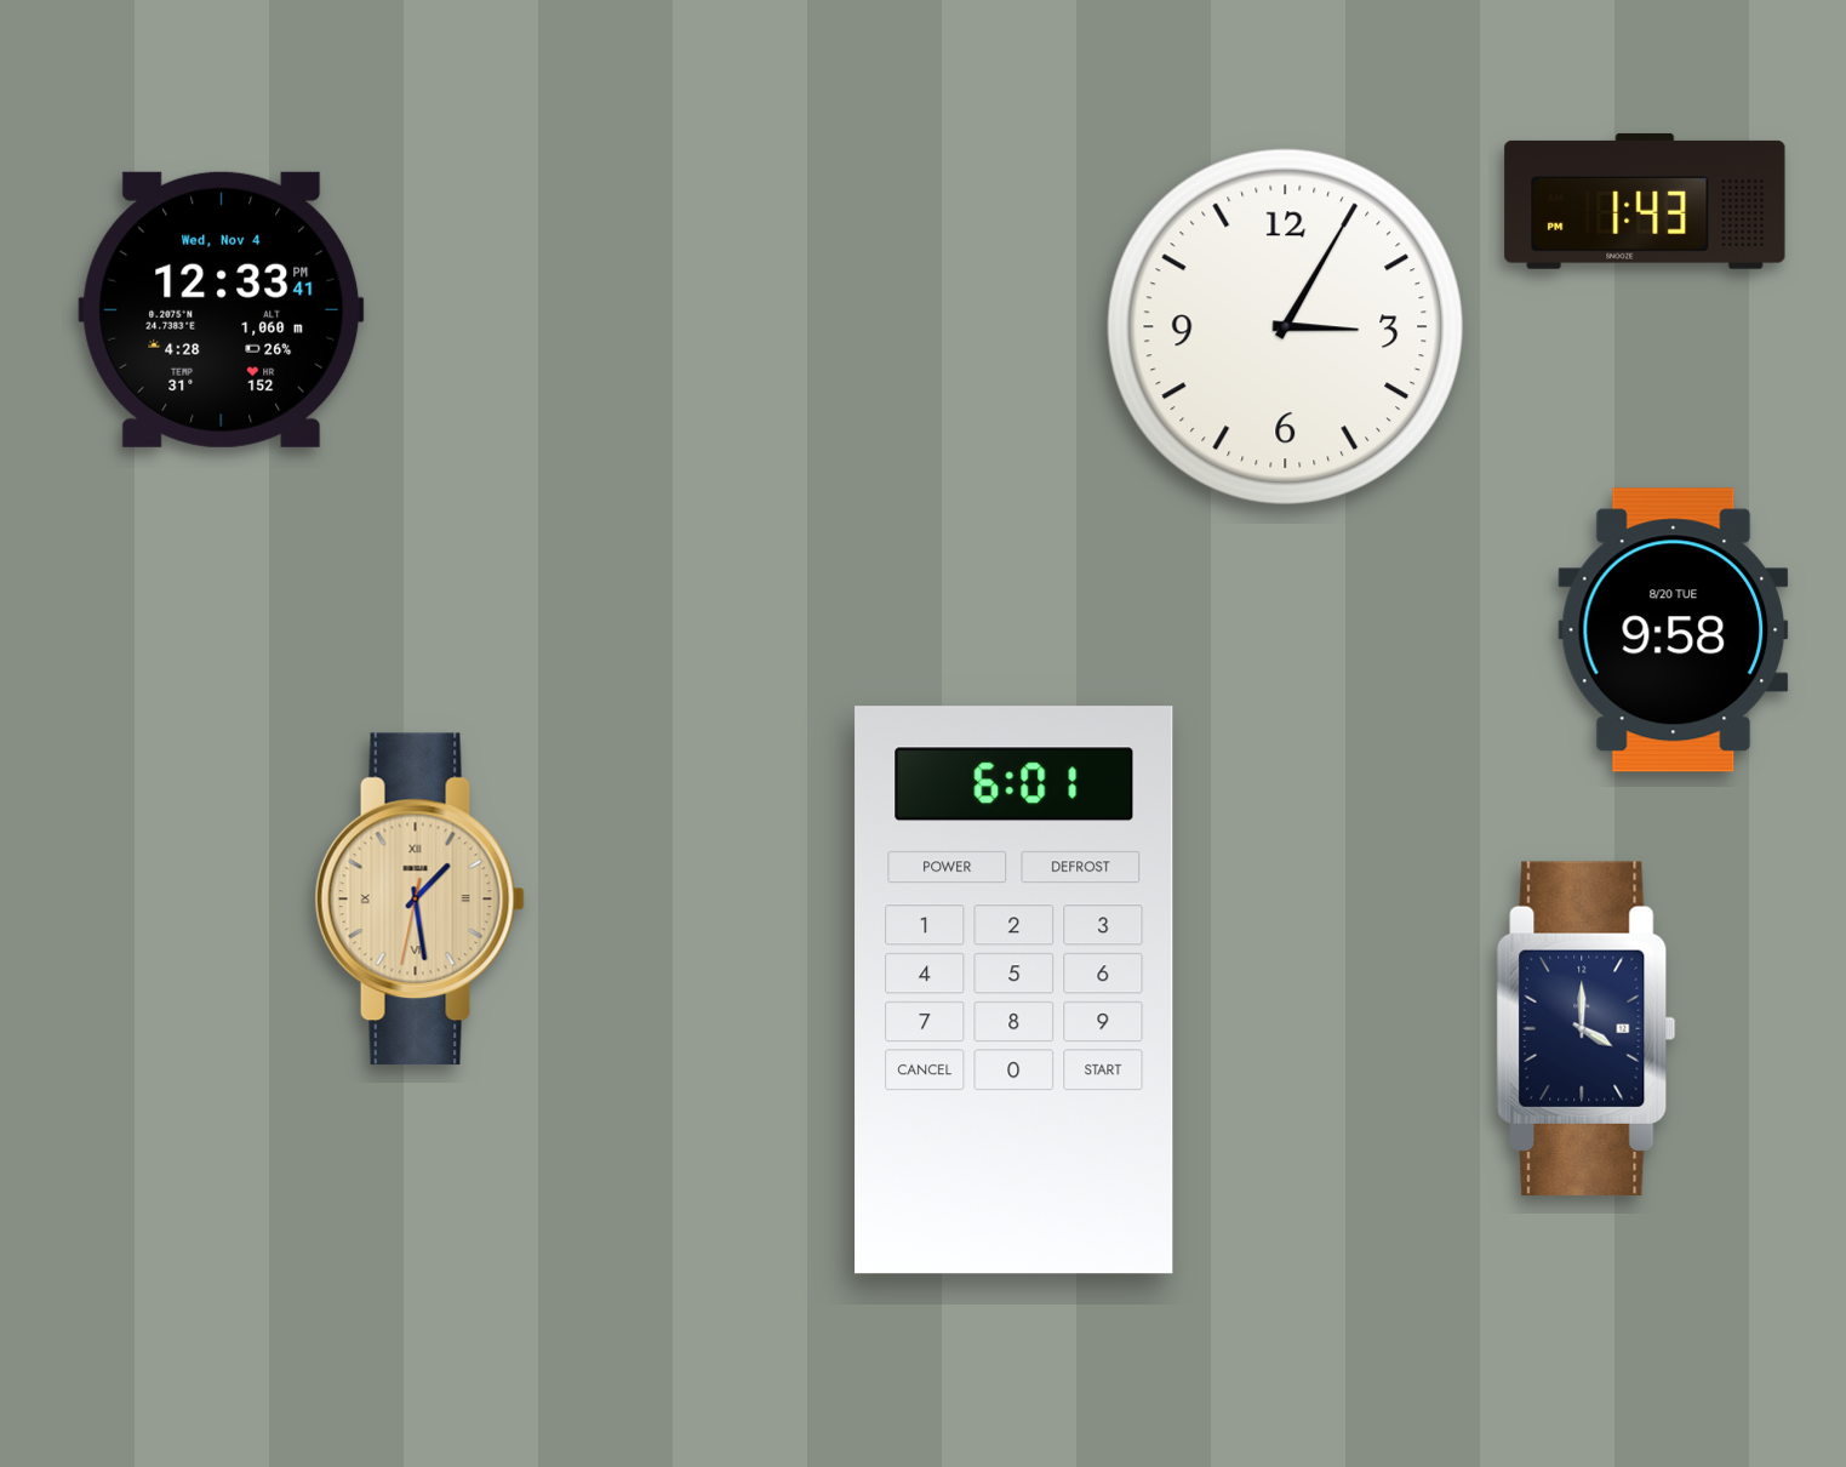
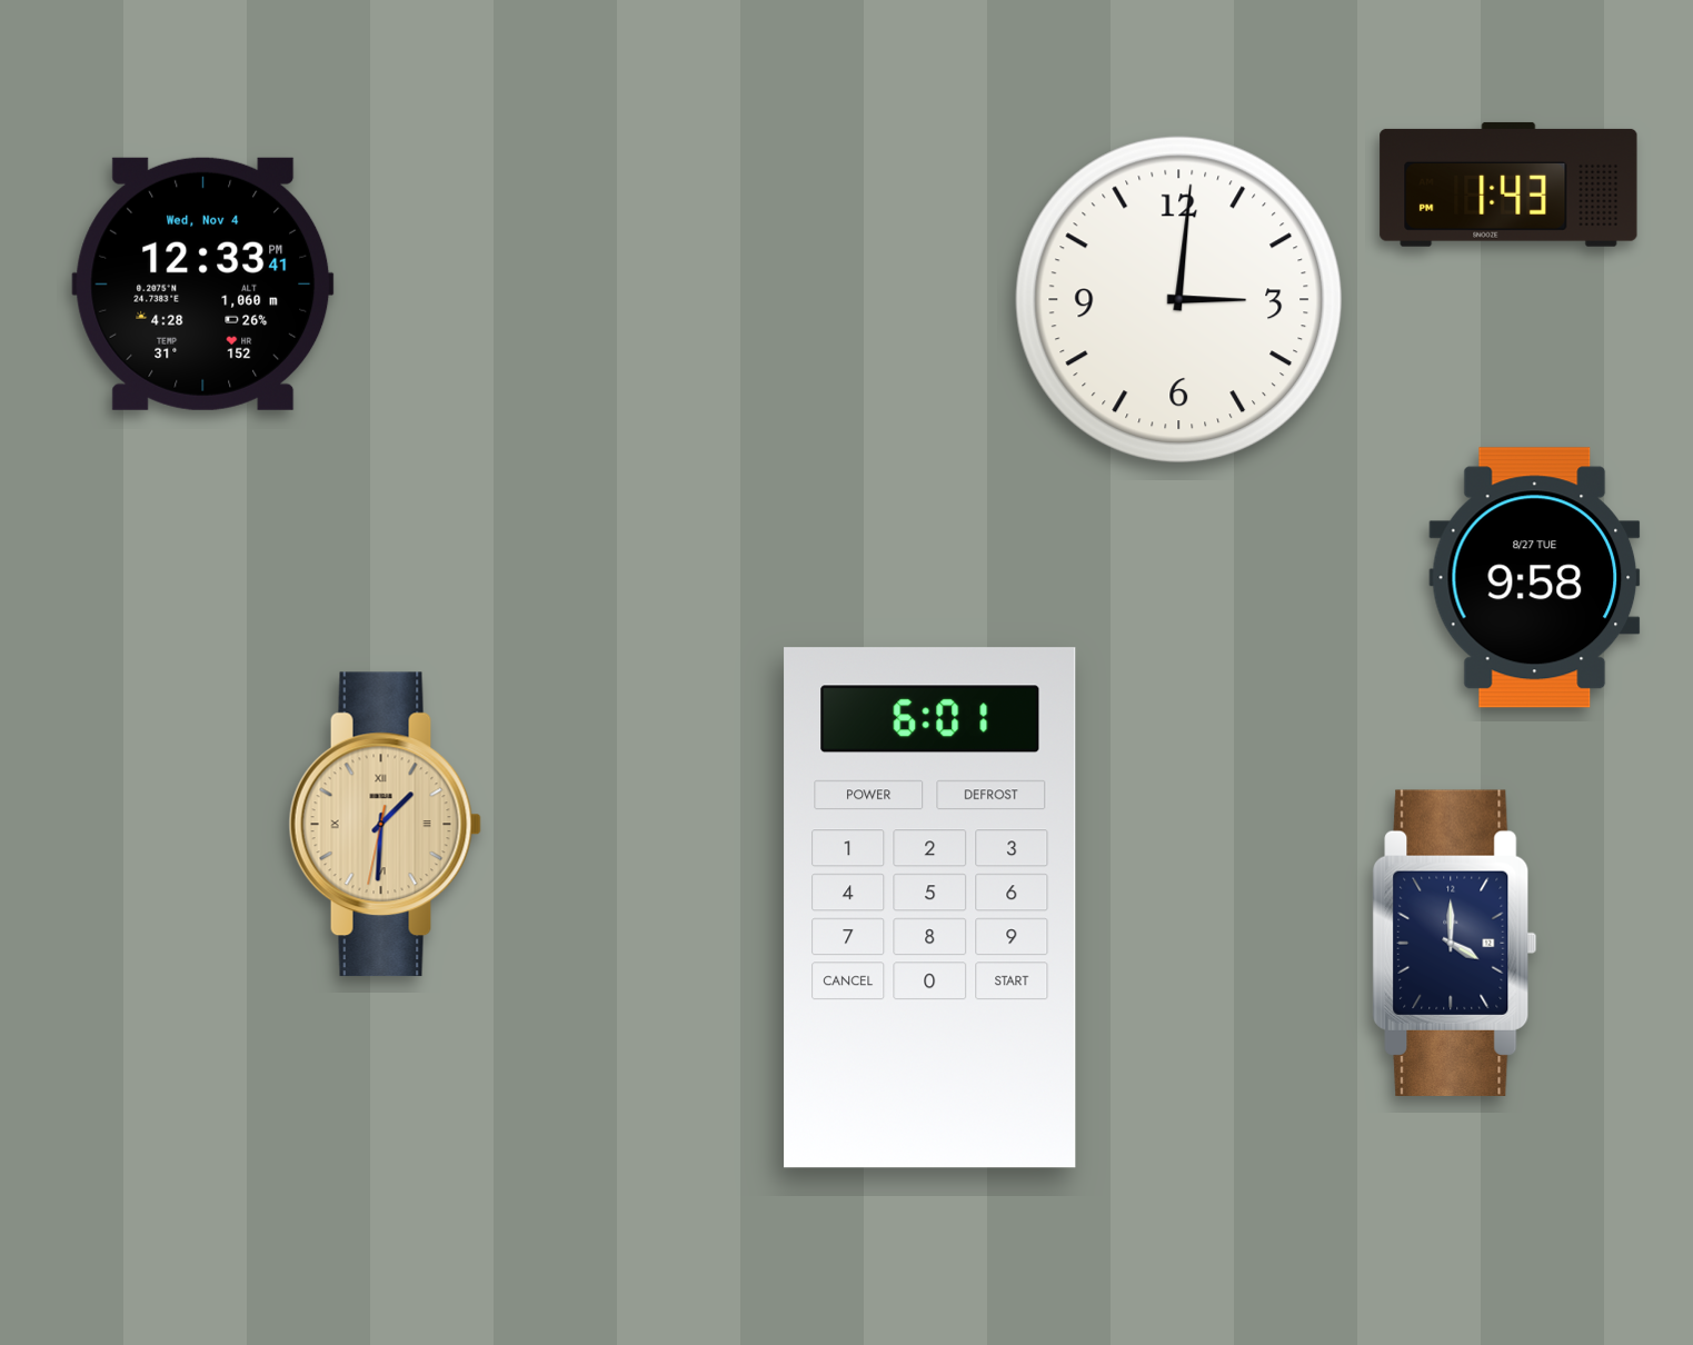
clock at (1286, 327): 3:05 -> 3:01
clock at (1674, 630) date: 8/20 TUE -> 8/27 TUE
clock at (419, 900): 1:28 -> 1:30
